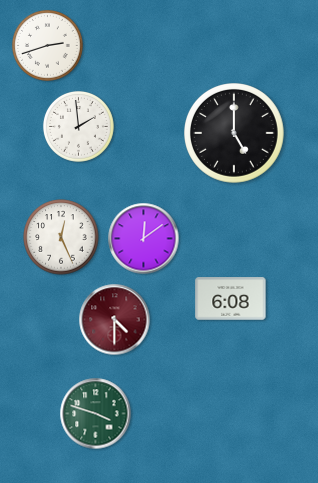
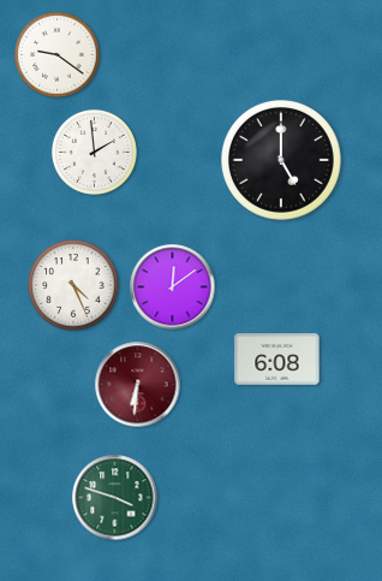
clock at (47, 45): 2:42 -> 9:21
clock at (61, 237): 12:26 -> 4:26
clock at (115, 320): 4:30 -> 6:31
